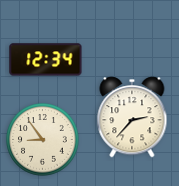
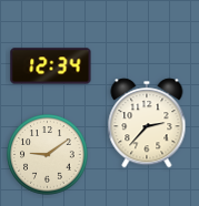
clock at (132, 117) position: (132, 117) -> (147, 123)
clock at (43, 140): 8:54 -> 9:09
